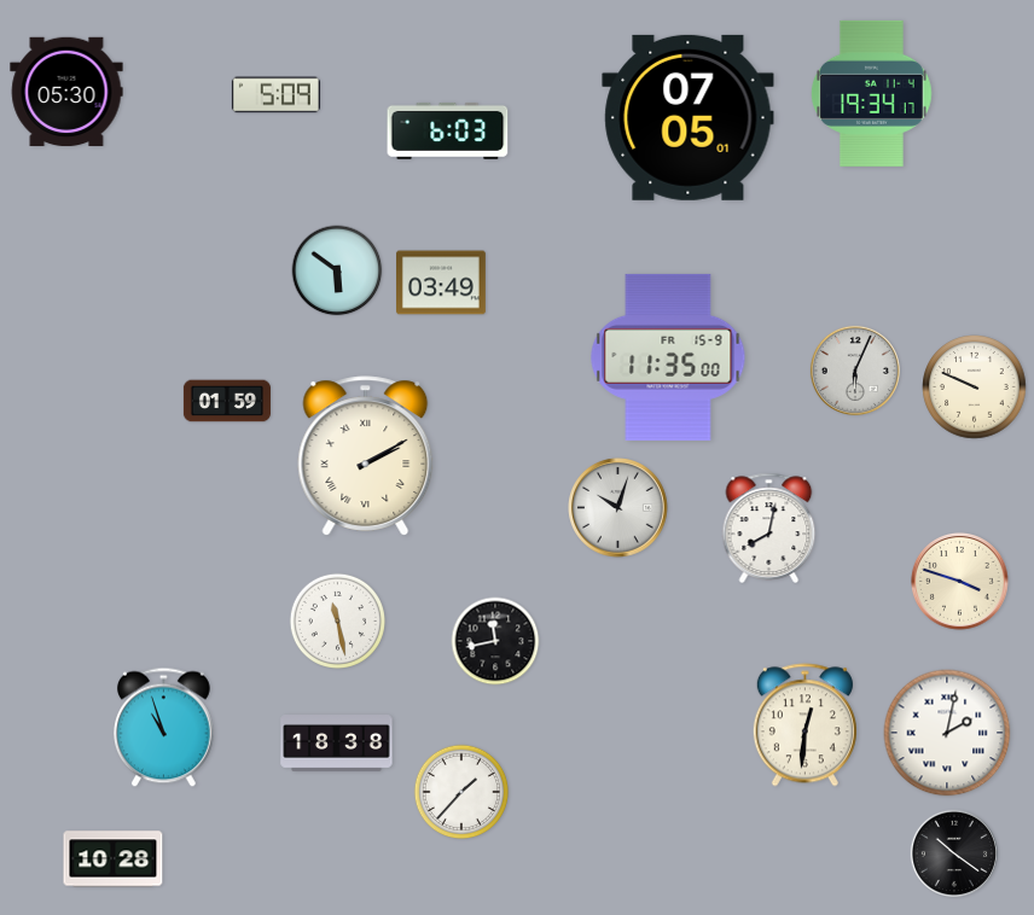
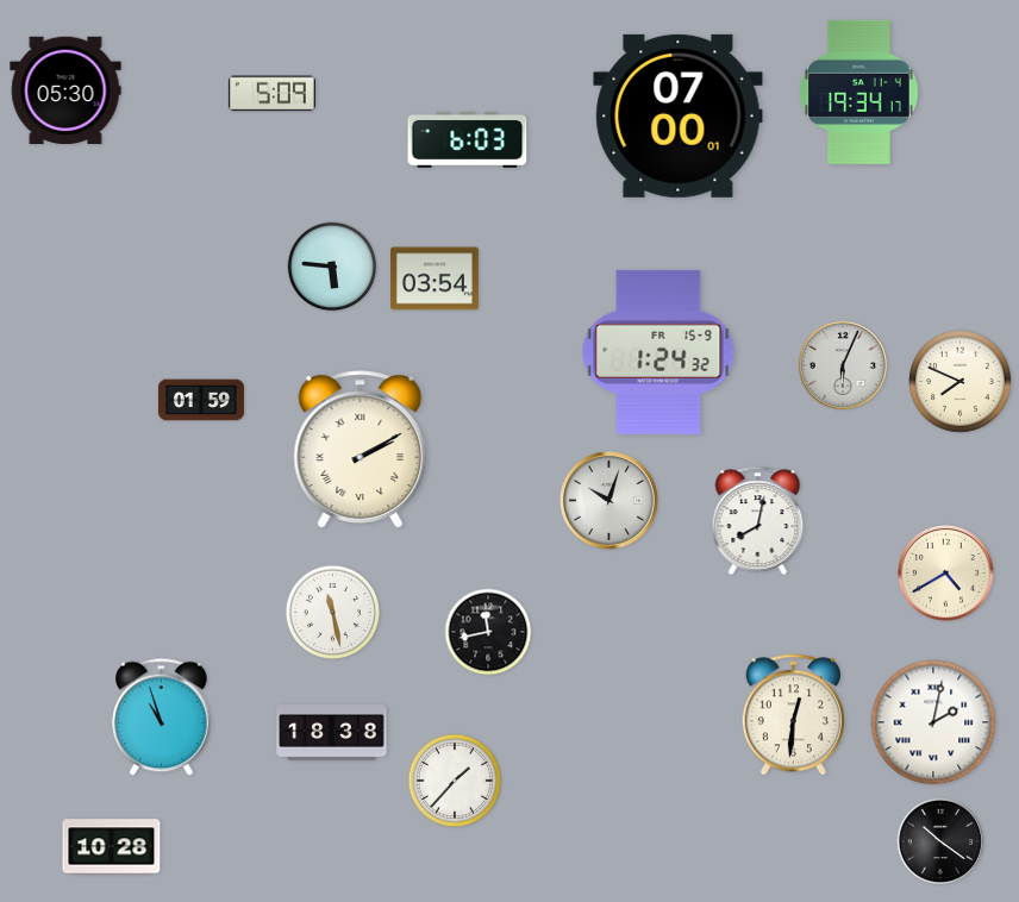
clock at (689, 117): 07:05 -> 07:00
clock at (448, 130) position: (448, 130) -> (468, 139)
clock at (337, 270): 5:51 -> 5:46
clock at (442, 282): 03:49 -> 03:54
clock at (668, 357): 11:35 -> 1:24
clock at (975, 387): 9:49 -> 7:49
clock at (227, 401) position: (227, 401) -> (201, 400)
clock at (959, 581): 3:48 -> 4:40
